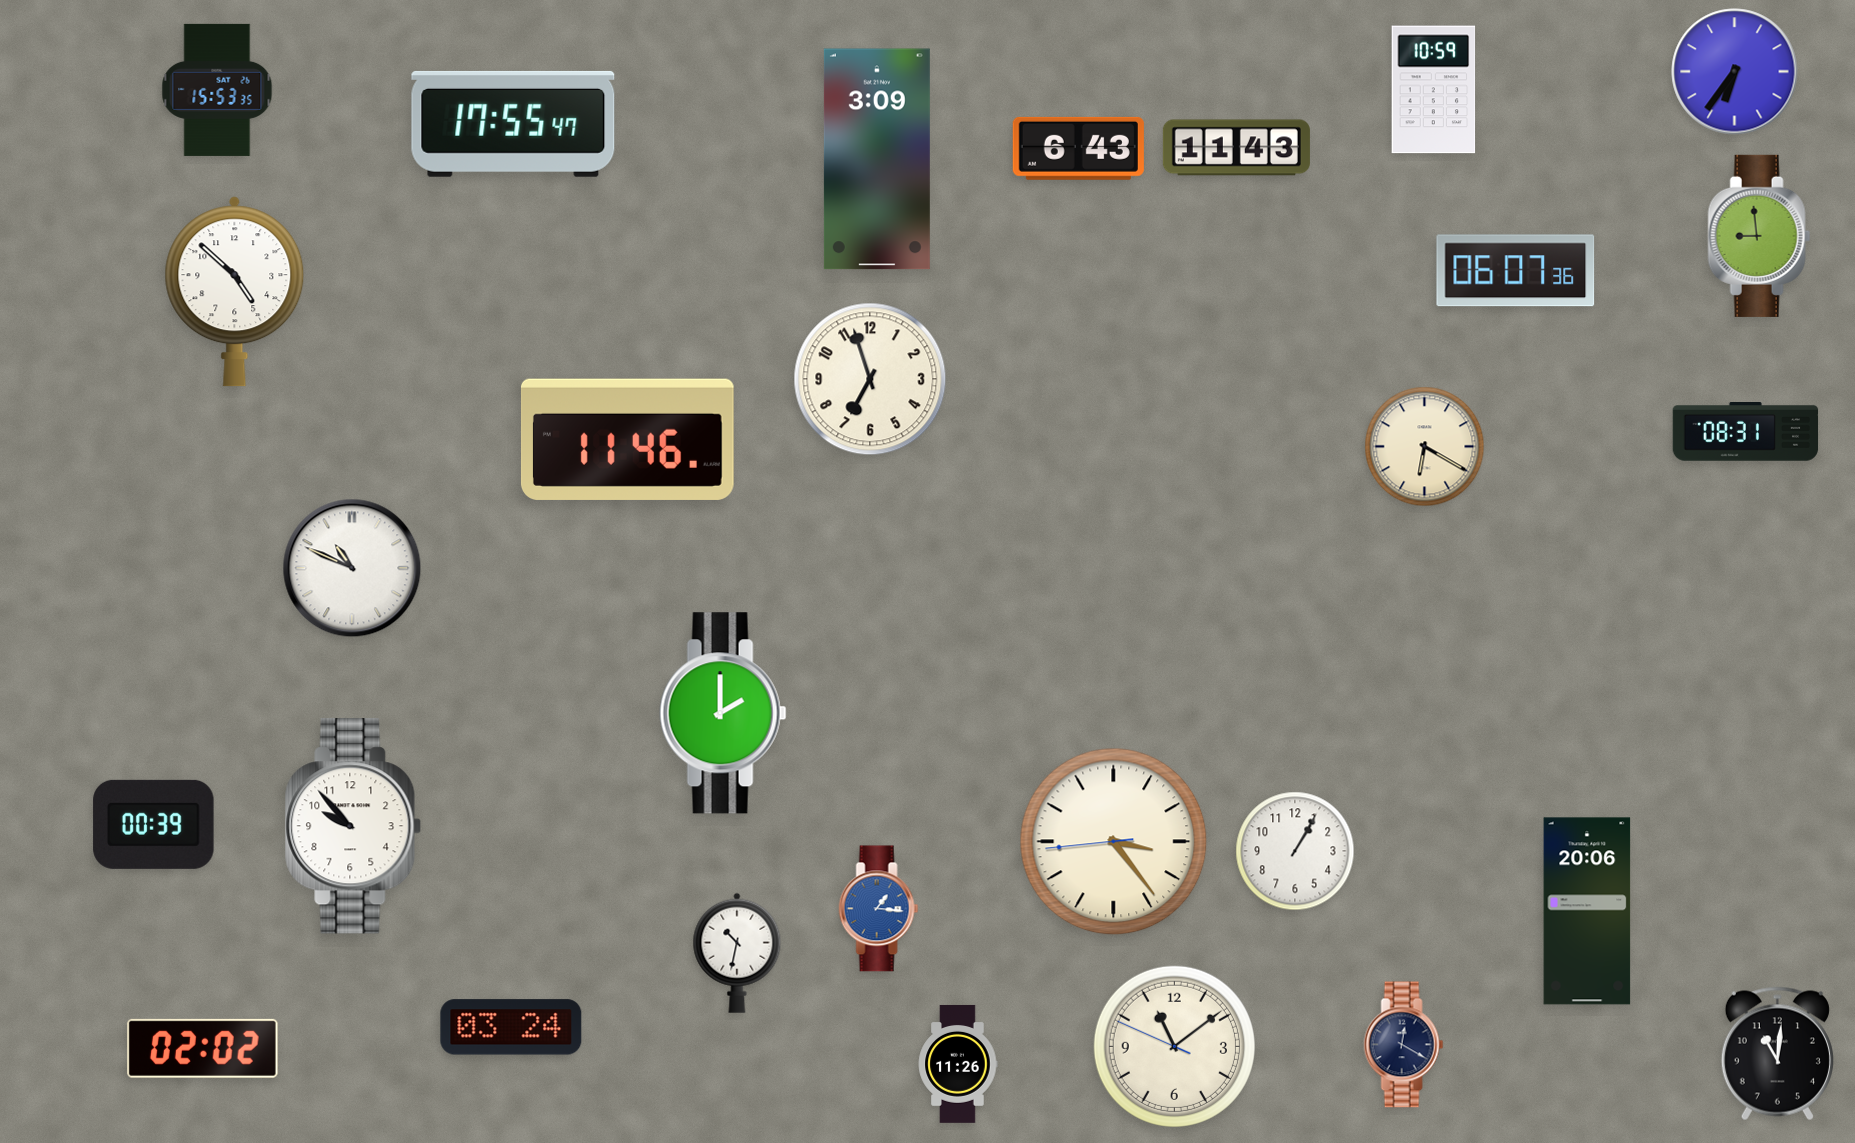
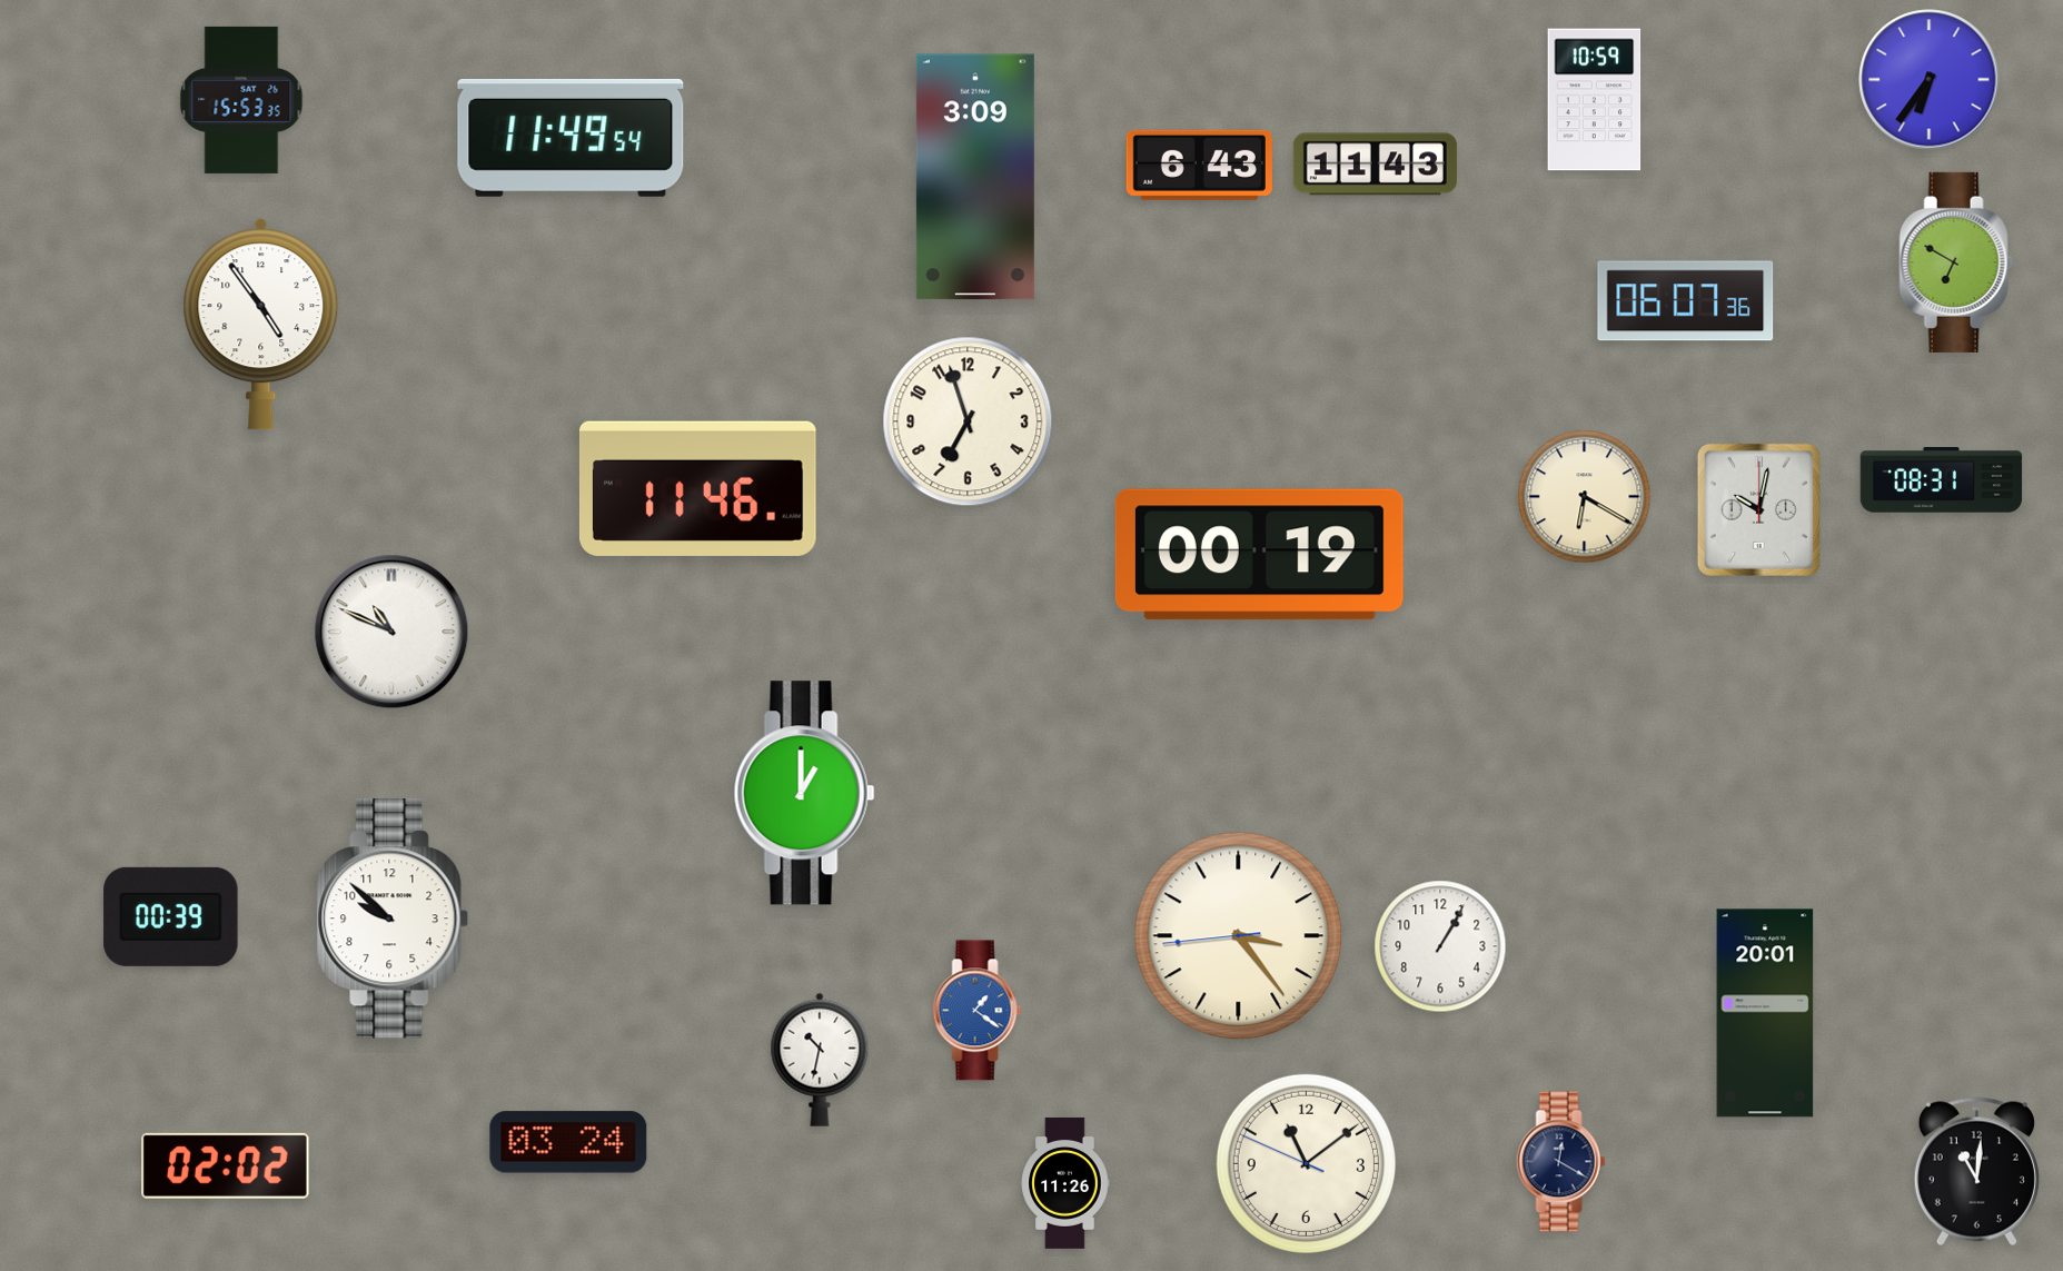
clock at (513, 124): 17:55 -> 11:49
clock at (1759, 236): 8:59 -> 6:50
clock at (235, 292): 4:52 -> 4:54
clock at (1758, 509): none -> 10:02
clock at (1259, 555): none -> 00:19
clock at (723, 713): 2:00 -> 1:00
clock at (353, 826): 9:53 -> 9:52
clock at (879, 909): 1:16 -> 1:21
clock at (1587, 911): 20:06 -> 20:01
